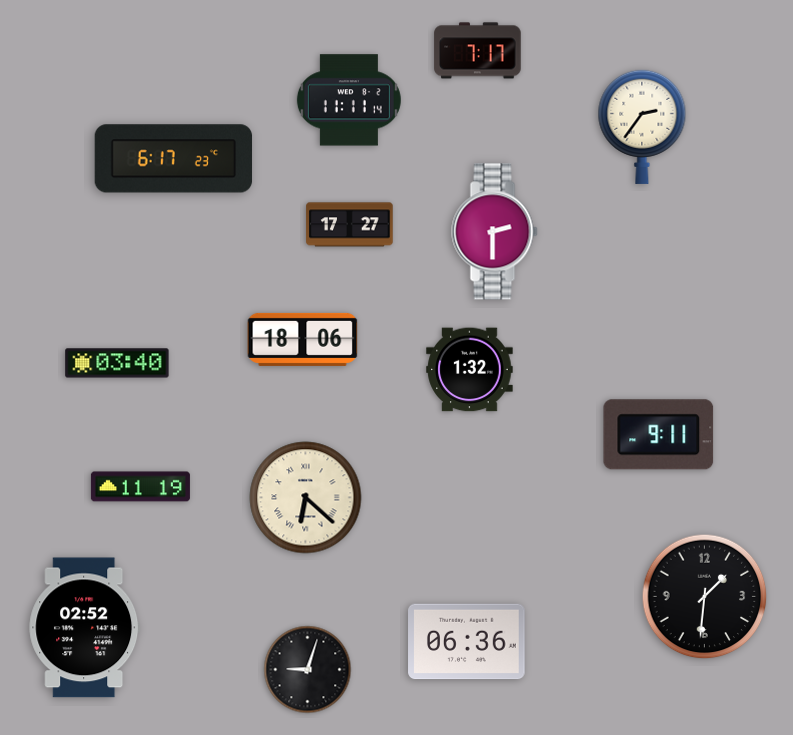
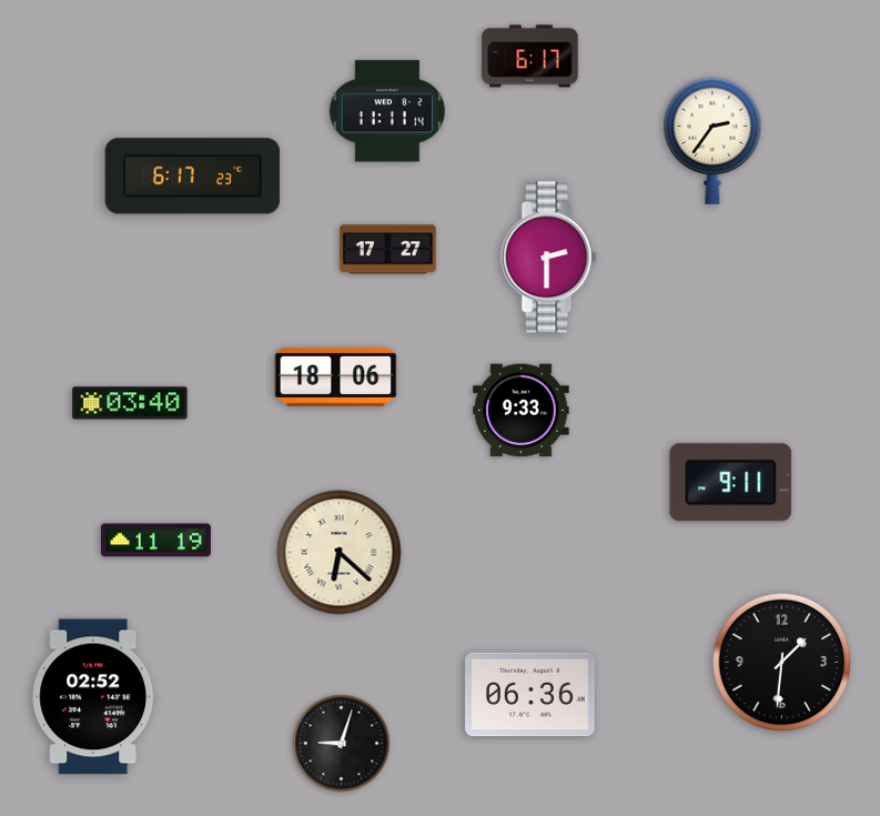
clock at (478, 51): 7:17 -> 6:17
clock at (470, 370): 1:32 -> 9:33
clock at (467, 642) position: (467, 642) -> (530, 695)
